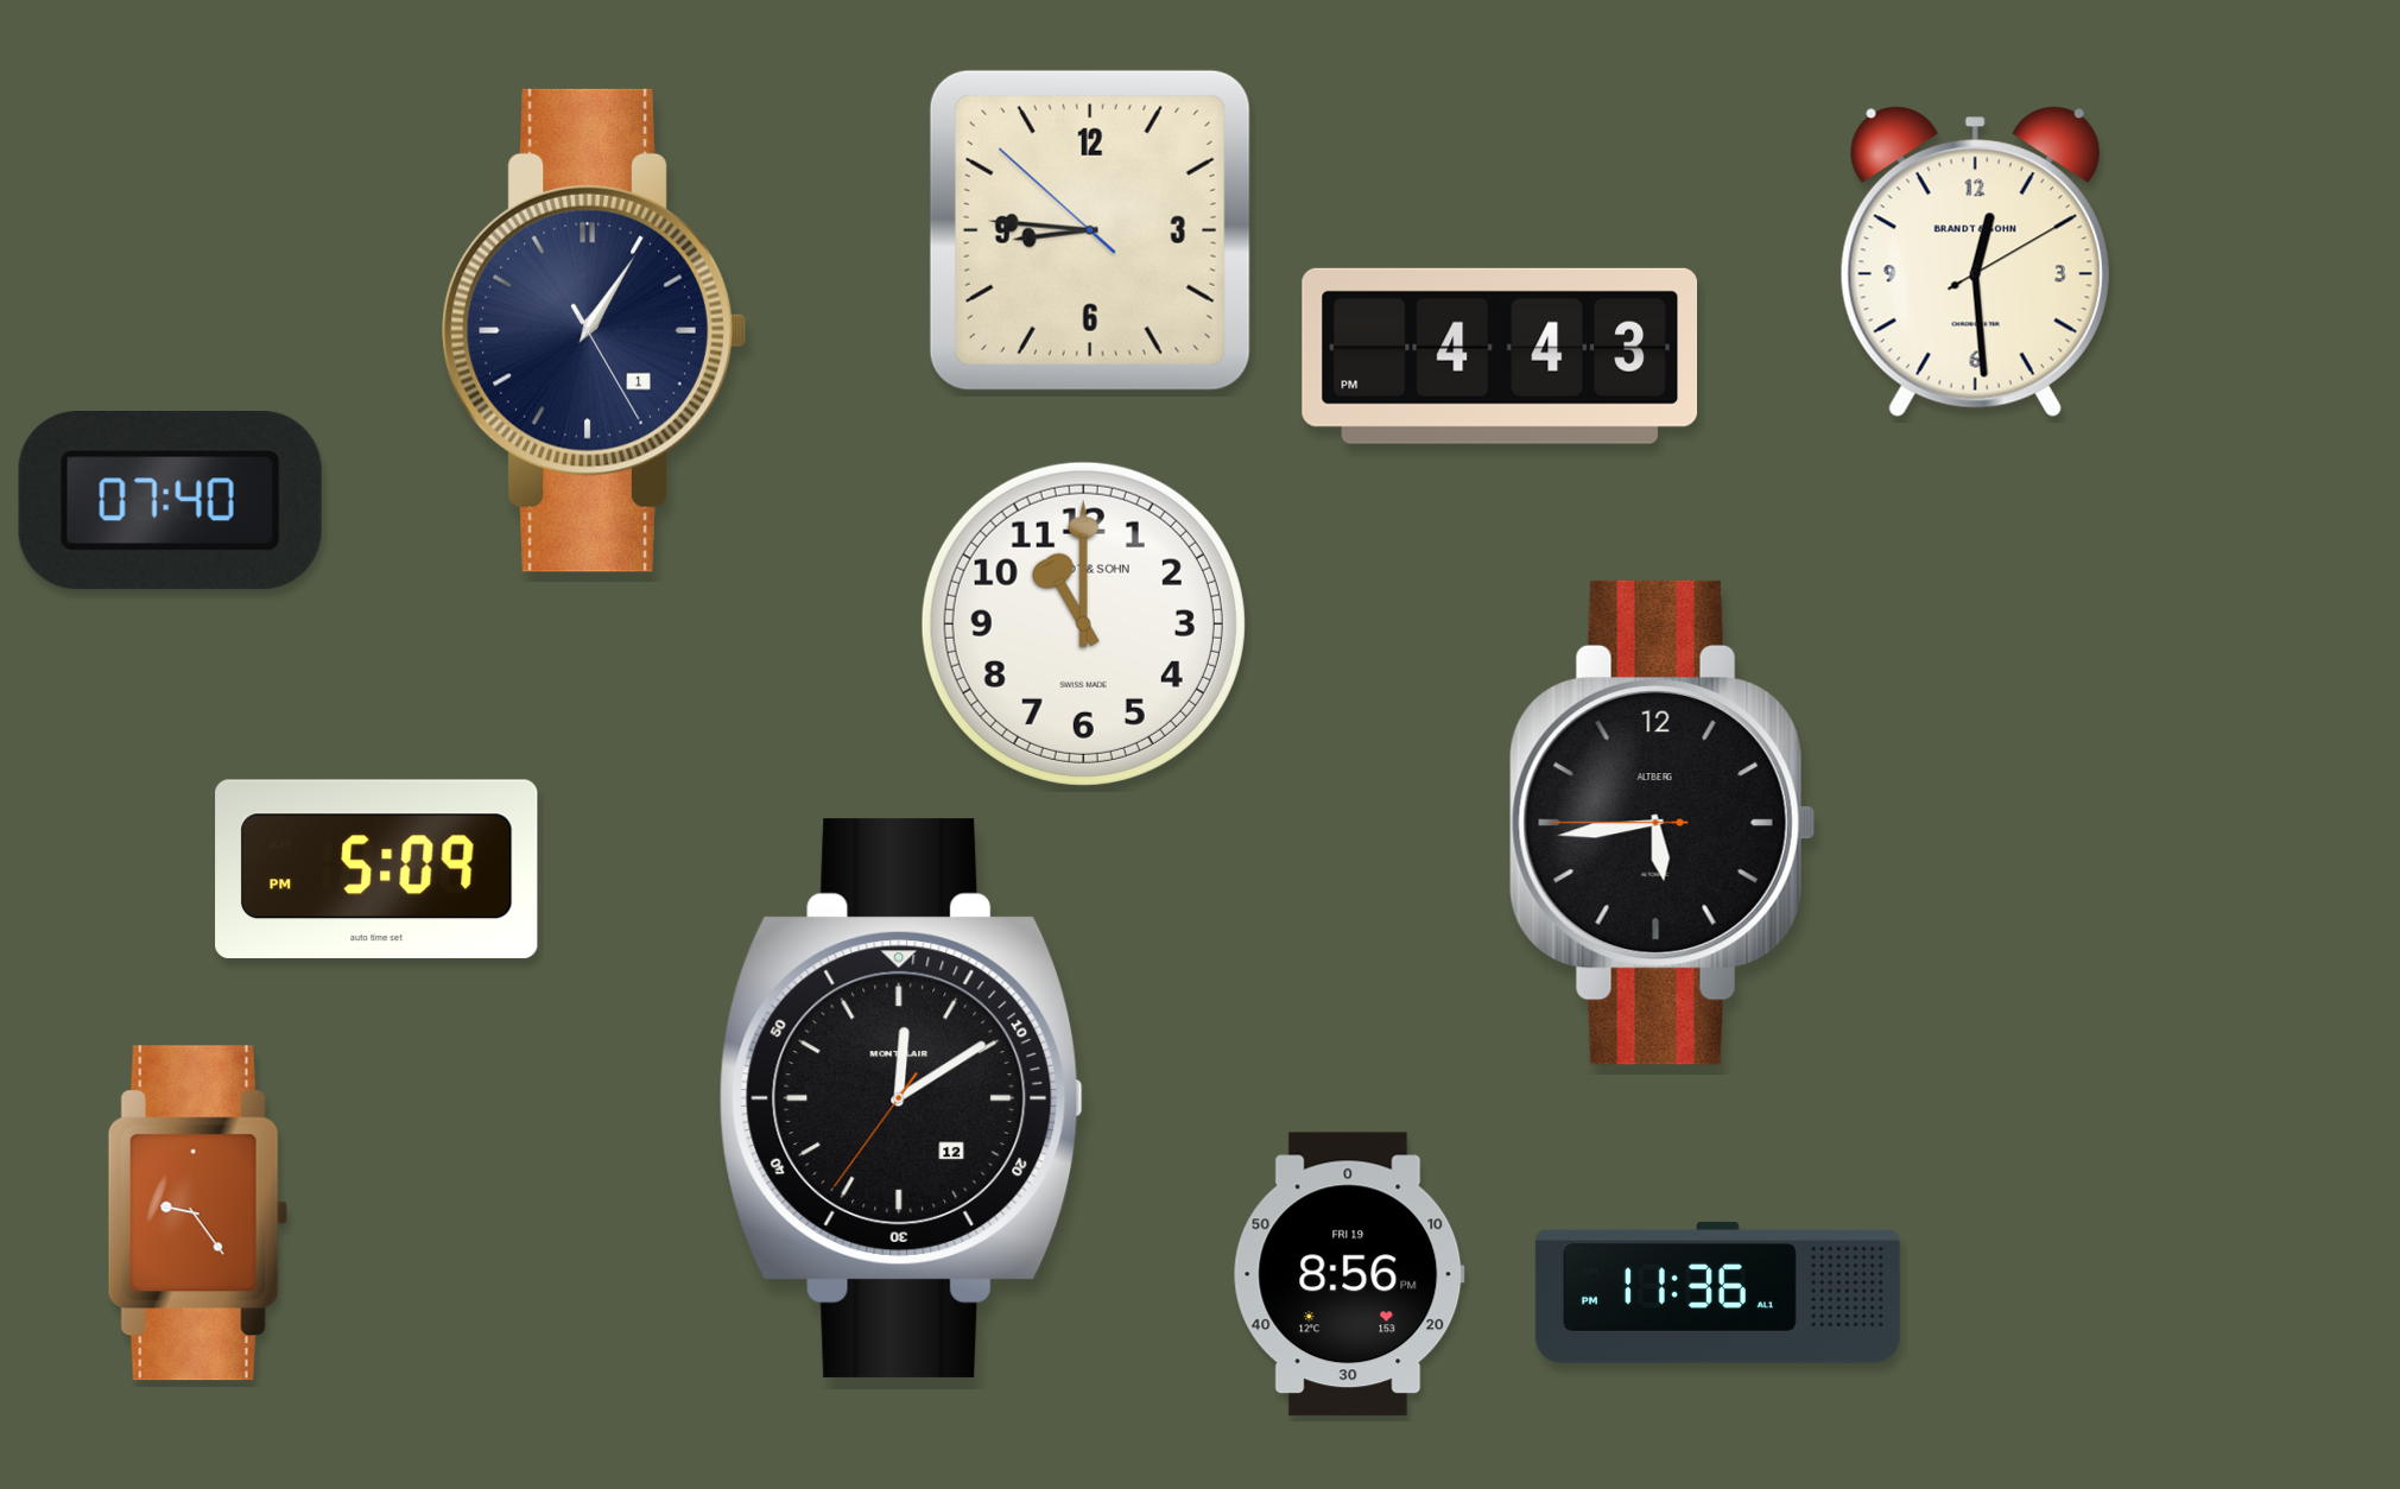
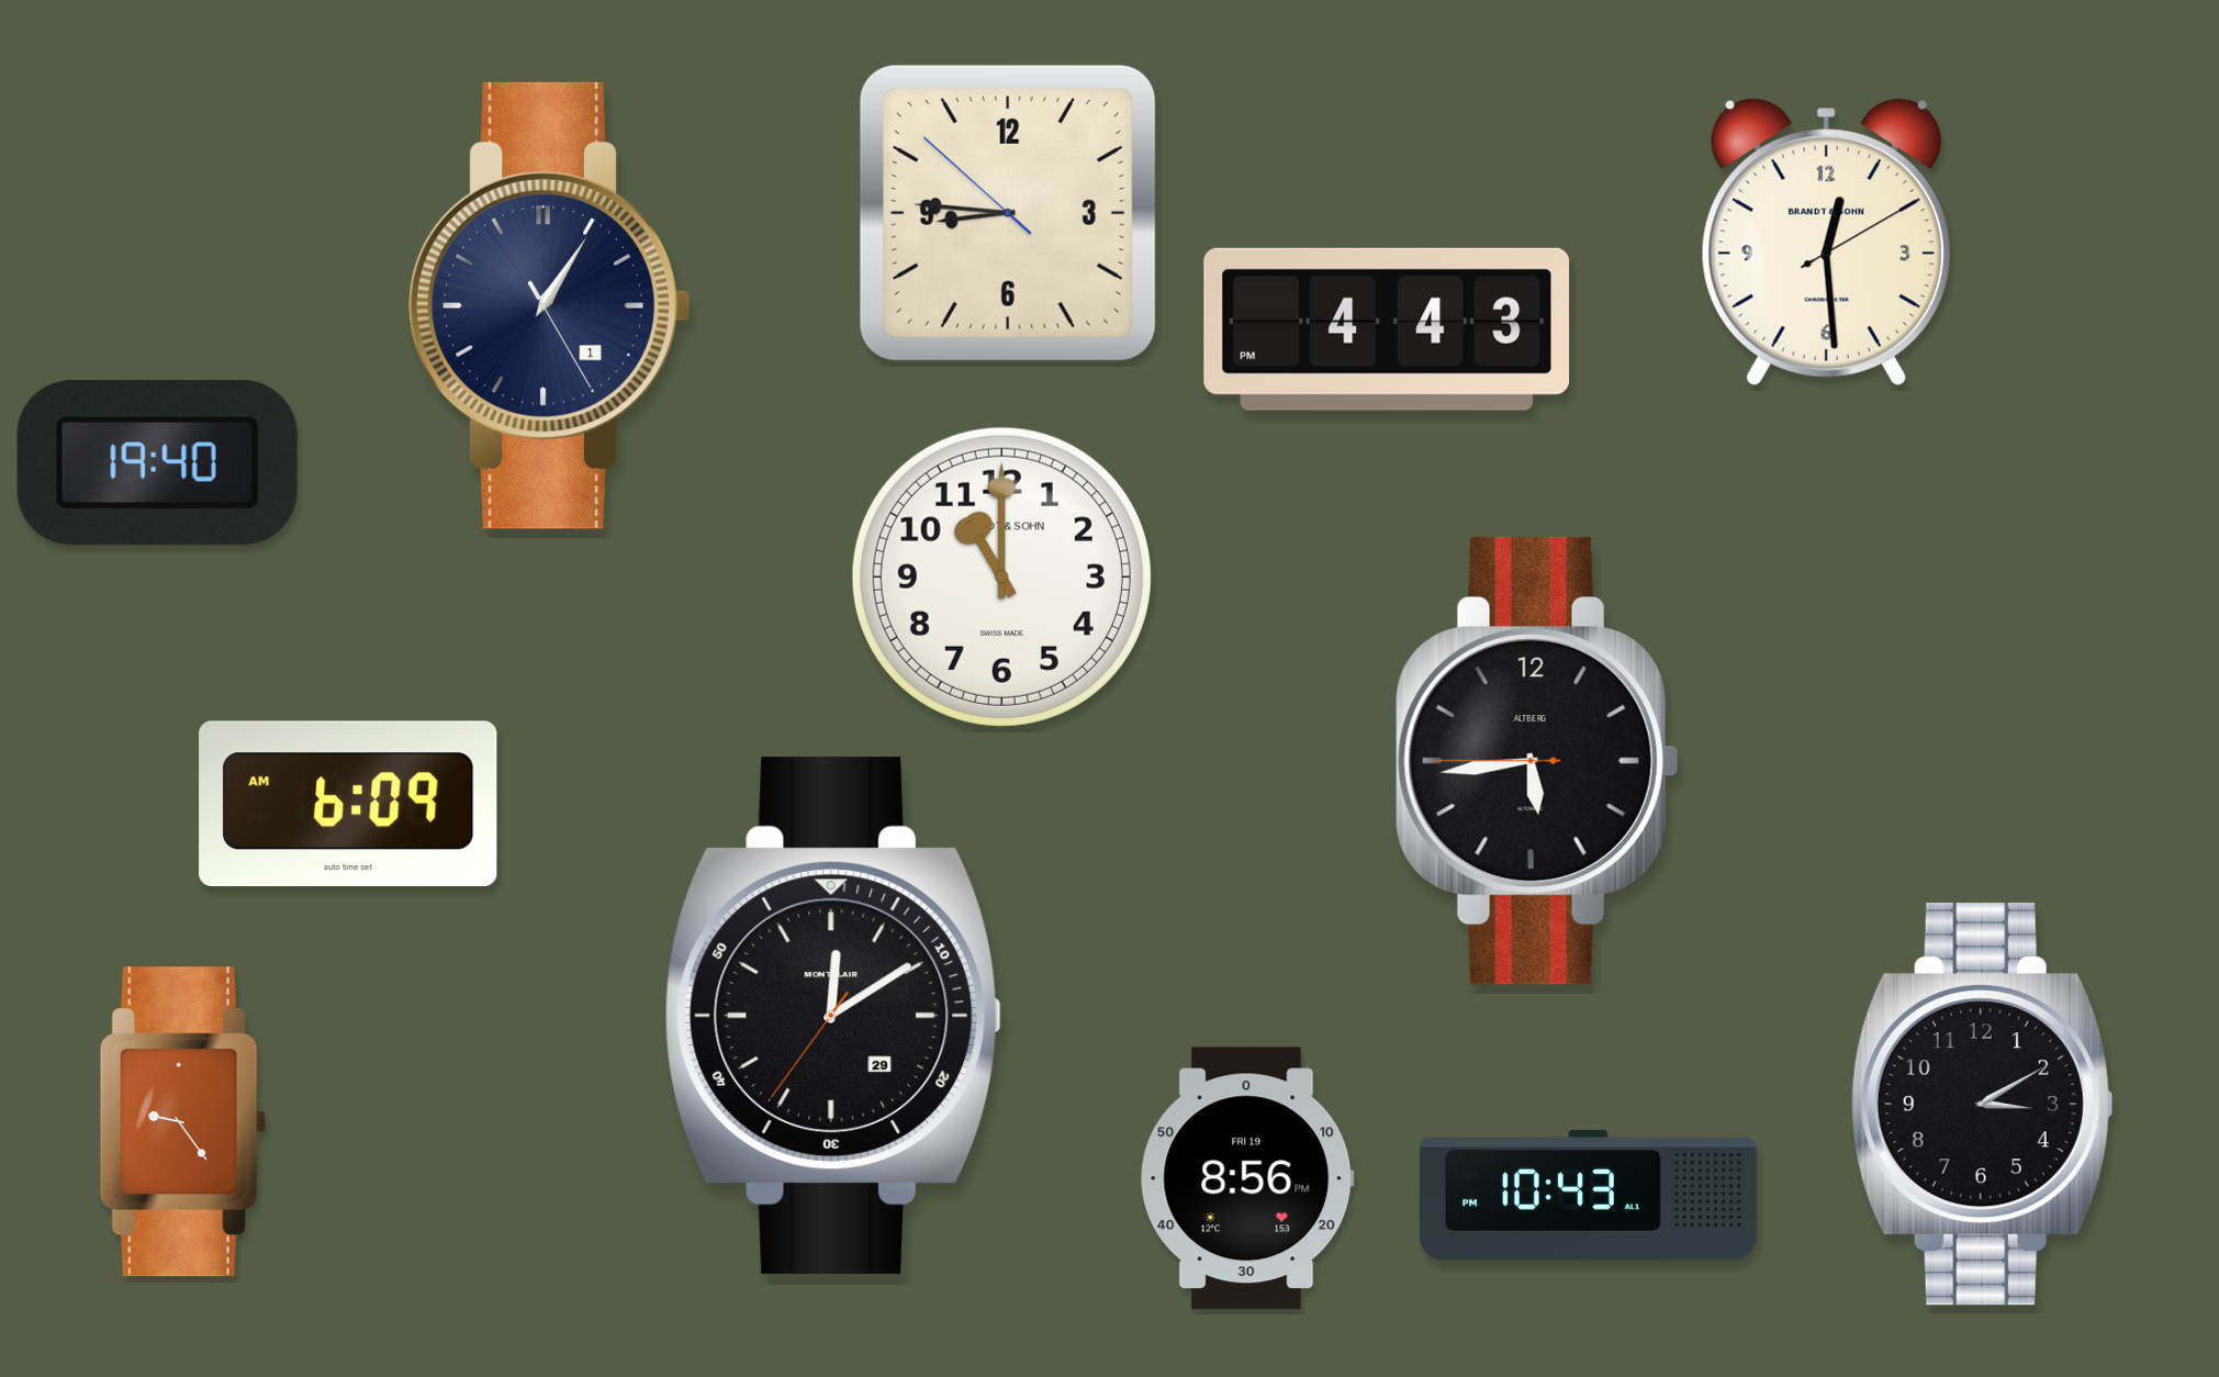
clock at (170, 501): 07:40 -> 19:40
clock at (376, 869): 5:09 -> 6:09
clock at (901, 1098) date: 12 -> 29
clock at (1982, 1105): none -> 3:10
clock at (1717, 1292): 11:36 -> 10:43
